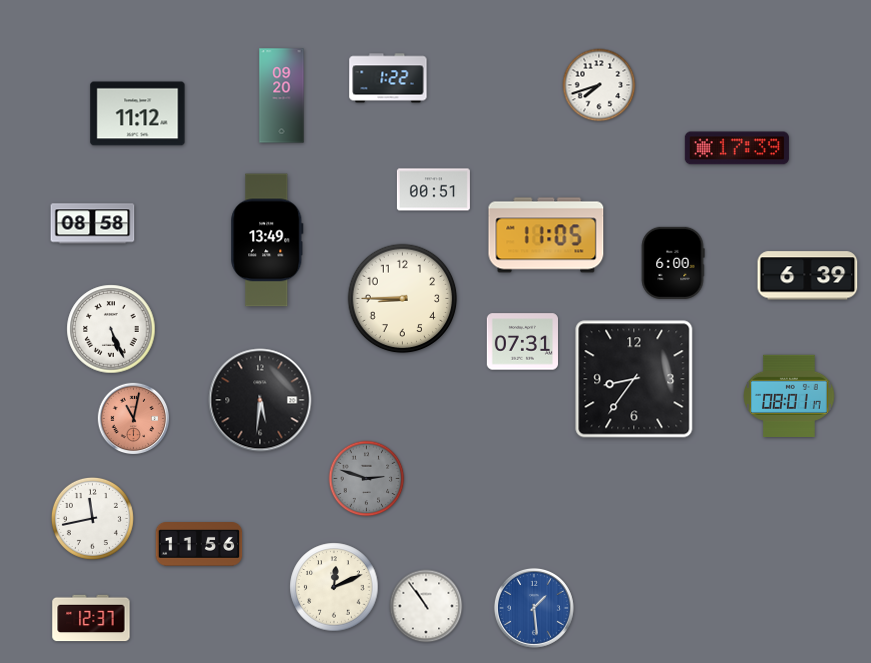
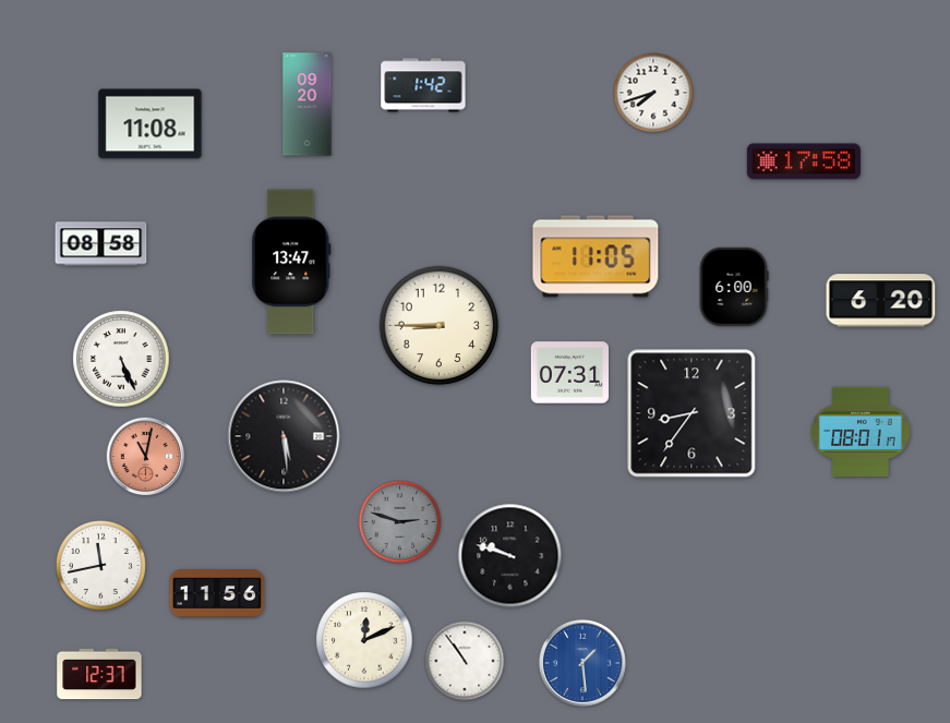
clock at (388, 78): 1:22 -> 1:42
clock at (138, 114): 11:12 -> 11:08
clock at (737, 148): 17:39 -> 17:58
clock at (433, 190): 00:51 -> none
clock at (267, 240): 13:49 -> 13:47
clock at (808, 276): 6:39 -> 6:20
clock at (260, 400): 5:31 -> 5:29
clock at (510, 556): none -> 9:48
